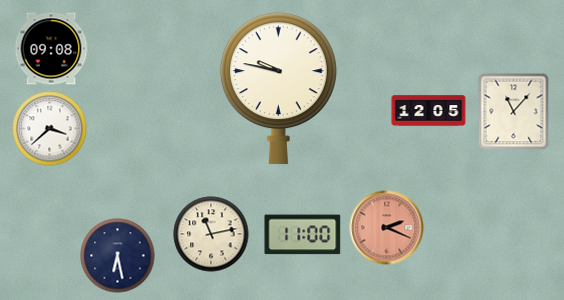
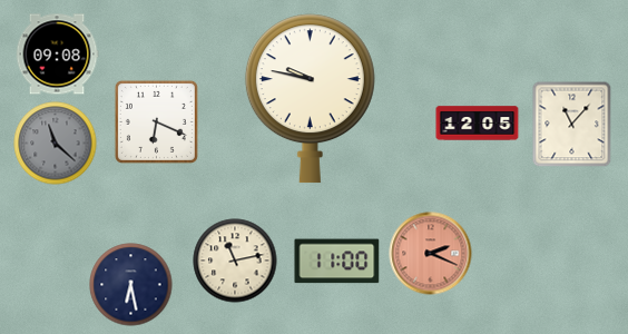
clock at (156, 121): none -> 6:19
clock at (50, 129): 3:38 -> 11:22
clock at (50, 129) dial: white -> grey
